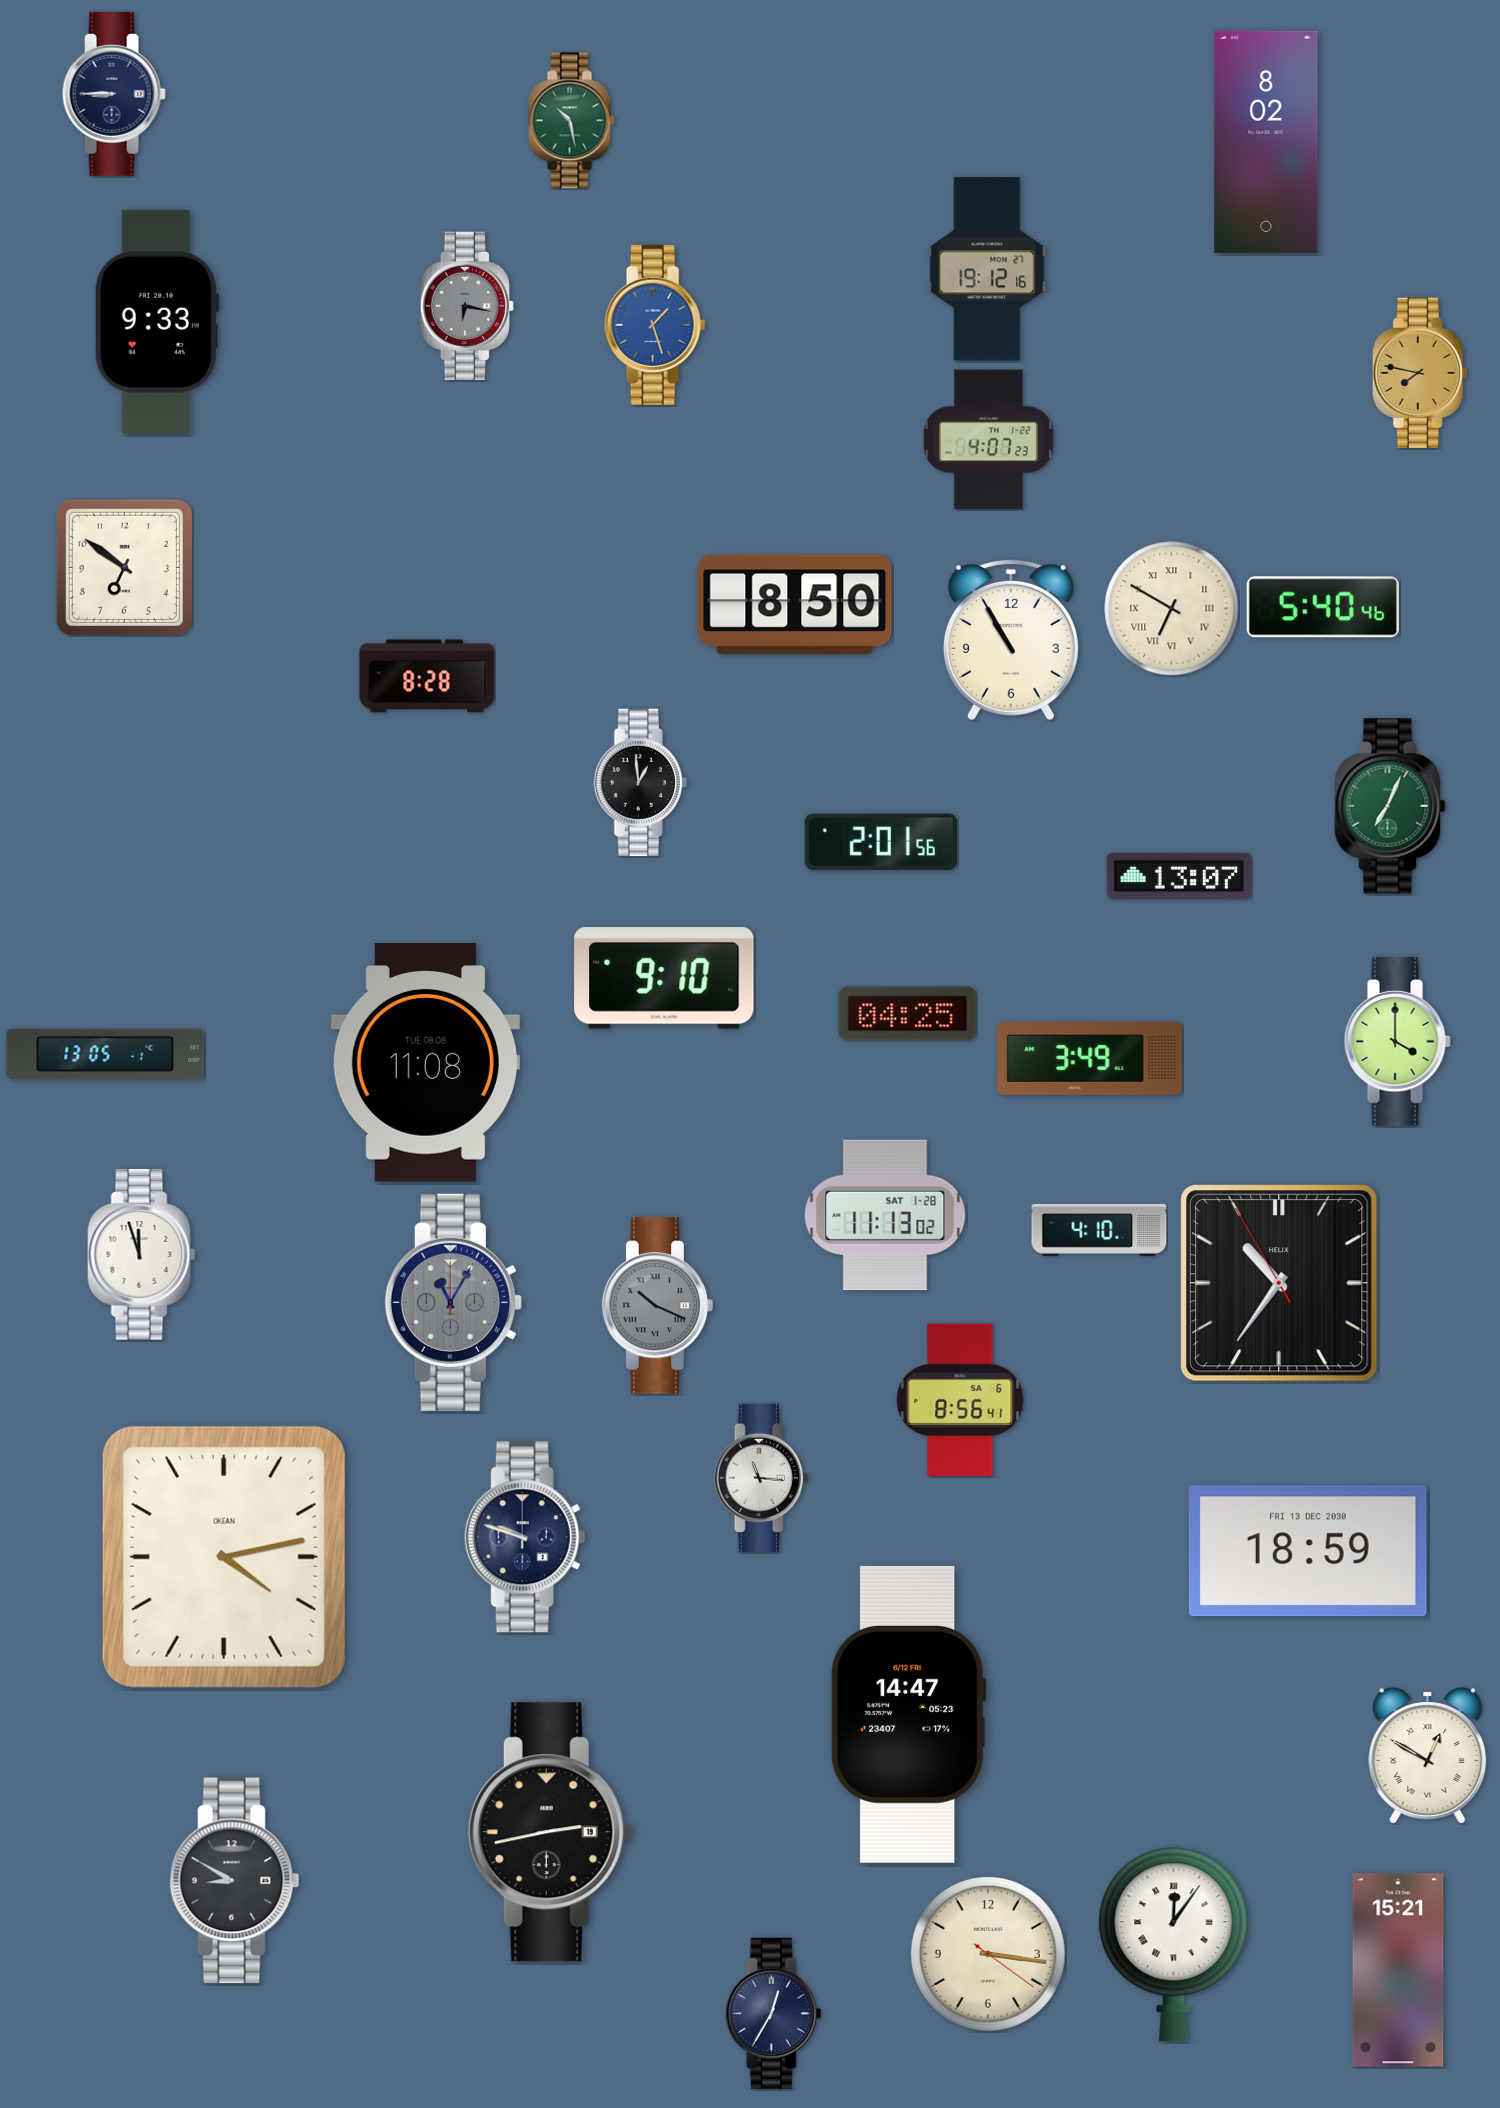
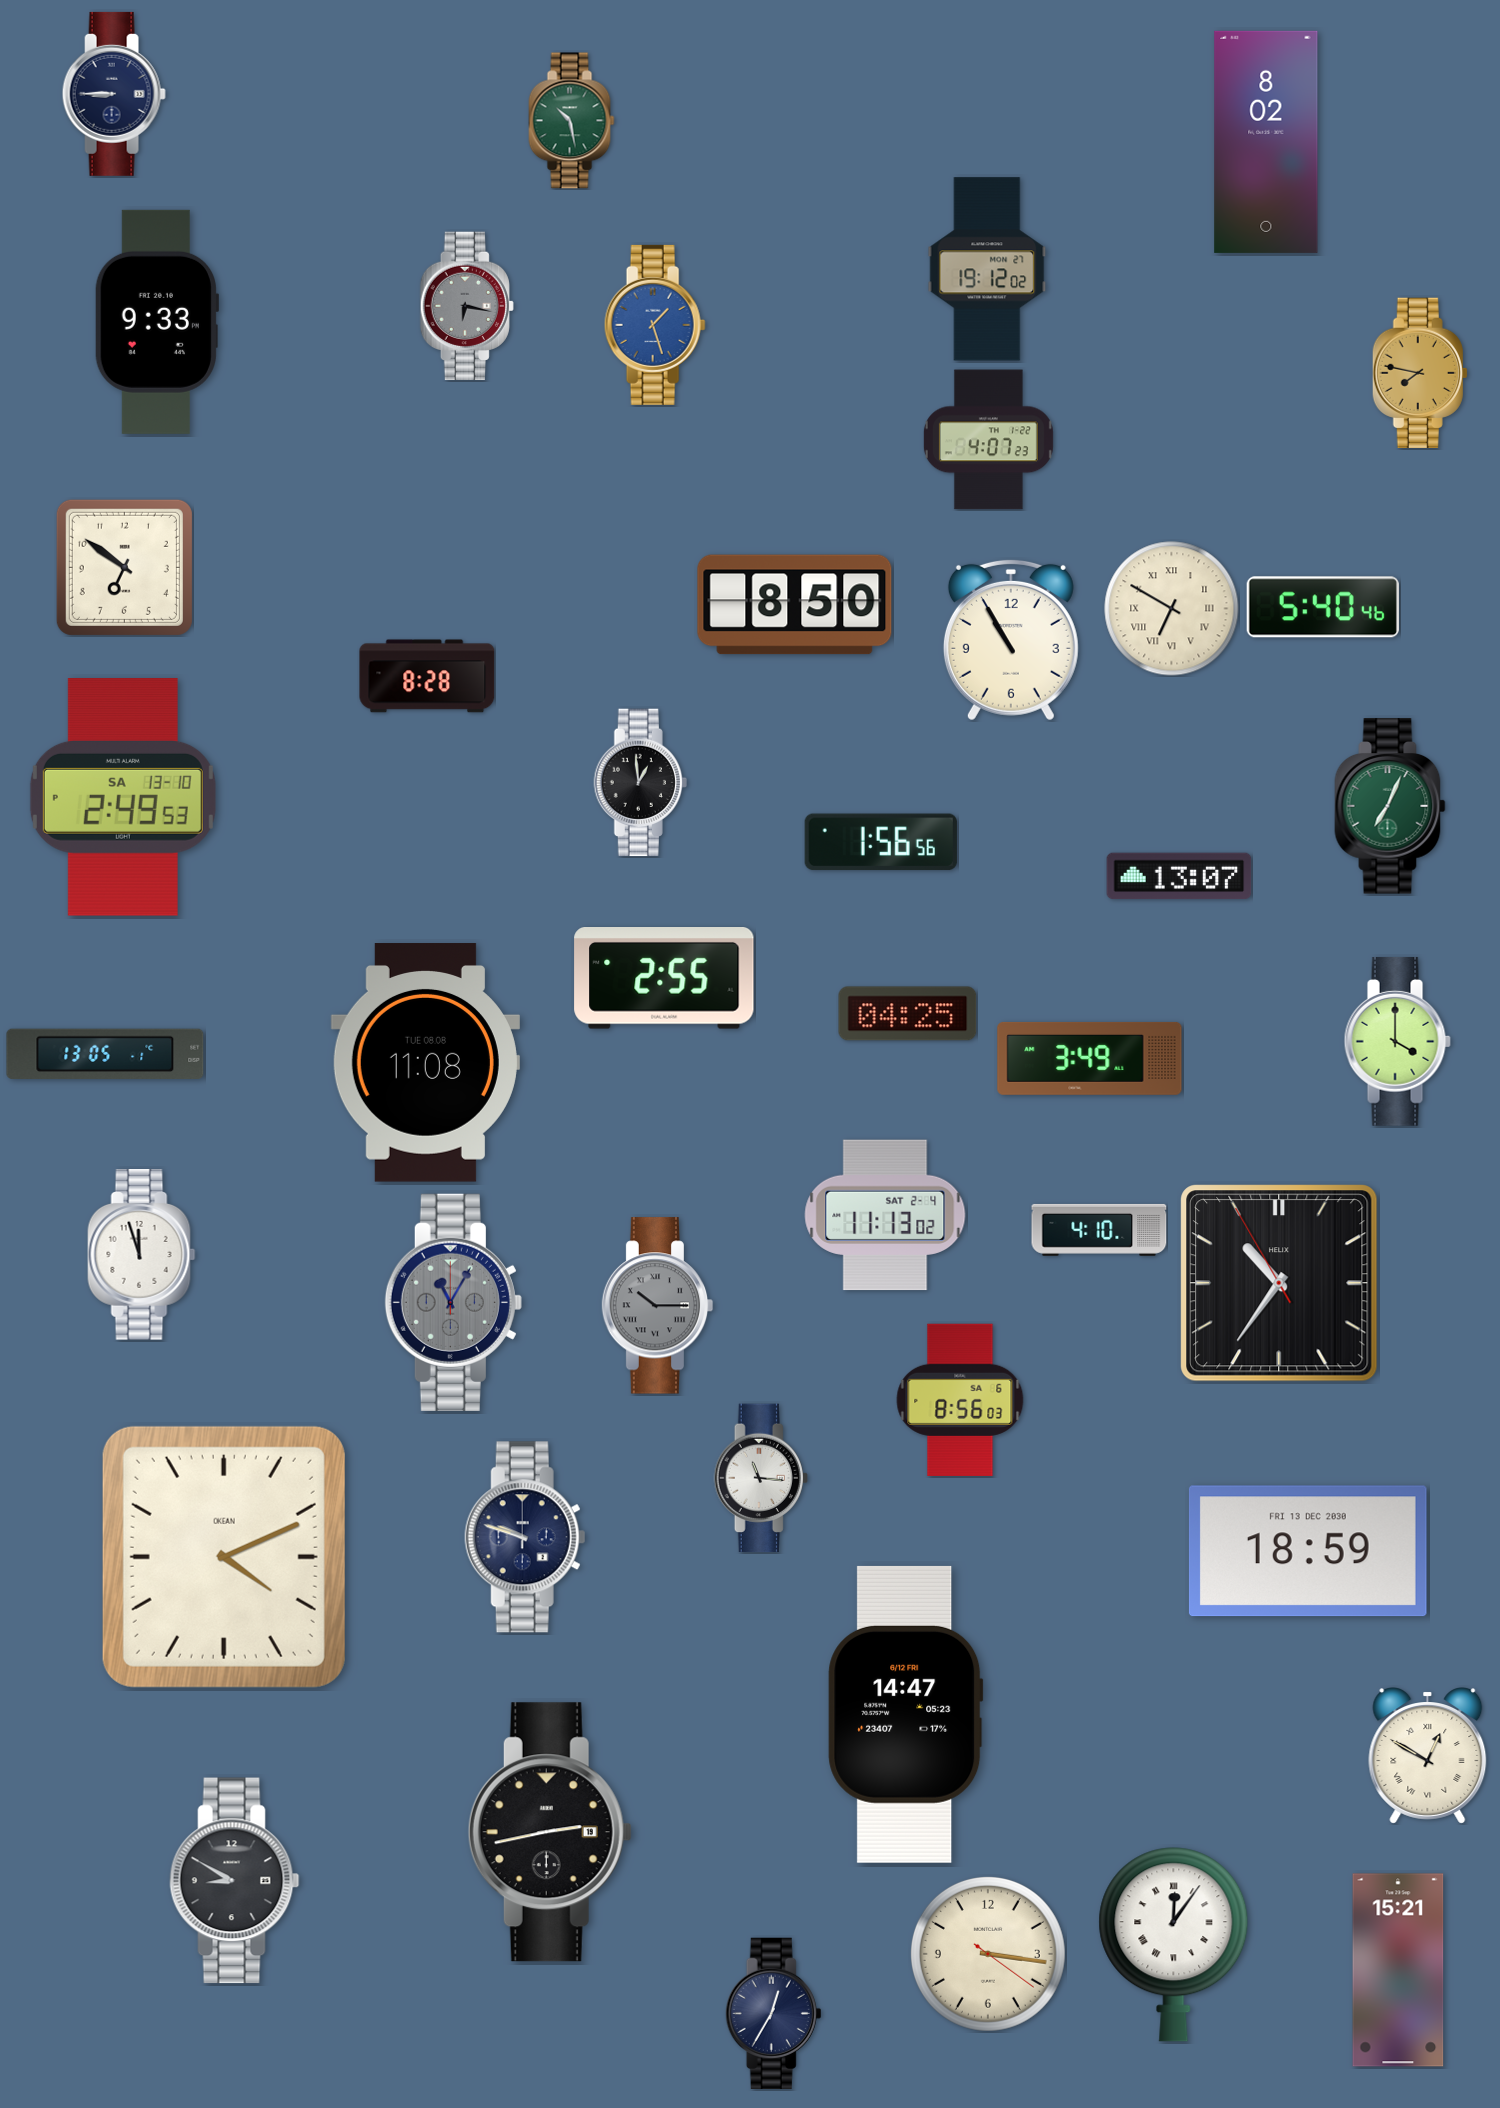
clock at (987, 269): 19:12:16 -> 19:12:02
clock at (123, 798): none -> 2:49
clock at (881, 842): 2:01 -> 1:56
clock at (664, 979): 9:10 -> 2:55
clock at (885, 1215) date: SAT 1-28 -> SAT 2-4
clock at (658, 1306): 10:19 -> 10:15
clock at (960, 1400): 8:56:41 -> 8:56:03
clock at (224, 1557): 4:13 -> 4:11
clock at (909, 1714) position: (909, 1714) -> (906, 1714)
